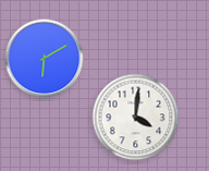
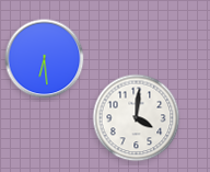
clock at (45, 59): 6:10 -> 6:29
